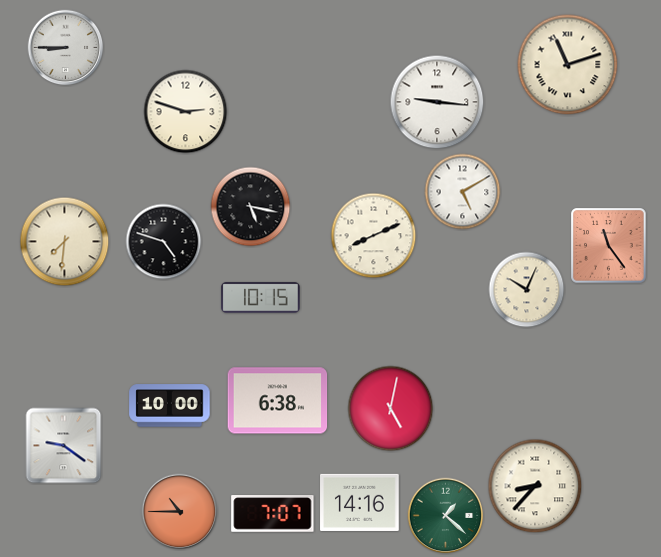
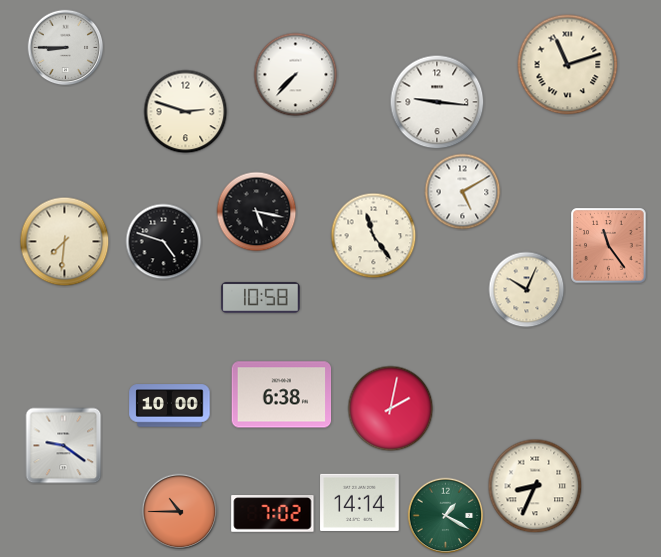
clock at (296, 75): none -> 7:37
clock at (251, 207) position: (251, 207) -> (257, 212)
clock at (374, 236): 8:11 -> 11:24
clock at (261, 298): 10:15 -> 10:58
clock at (278, 401) position: (278, 401) -> (282, 395)
clock at (391, 409): 5:02 -> 2:02
clock at (535, 486): 8:37 -> 8:34
clock at (360, 502): 14:16 -> 14:14
clock at (273, 514): 7:07 -> 7:02
clock at (446, 516): 1:22 -> 1:20
